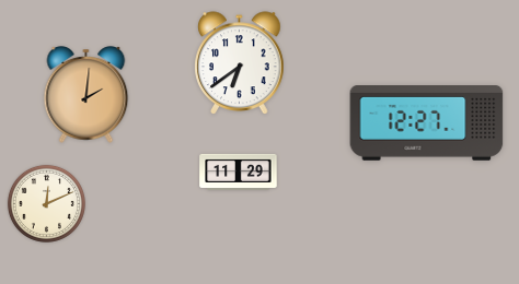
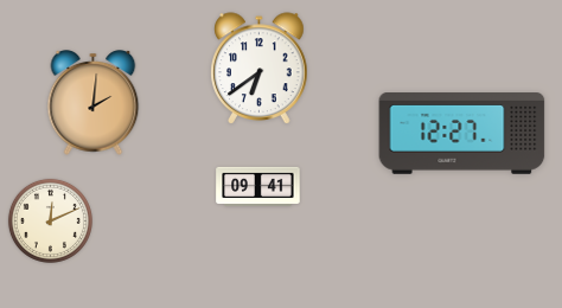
clock at (239, 171): 11:29 -> 09:41
